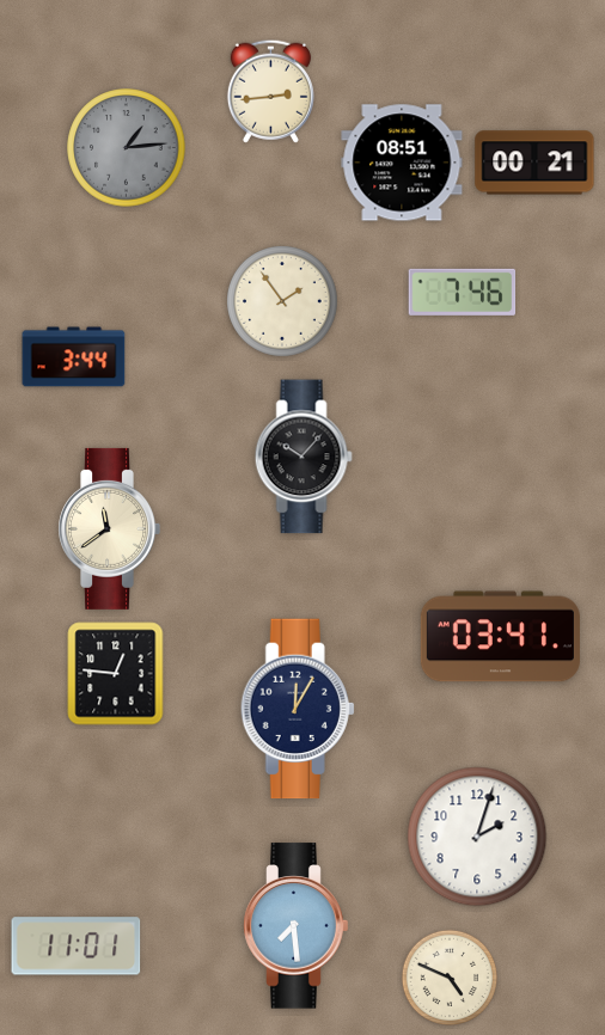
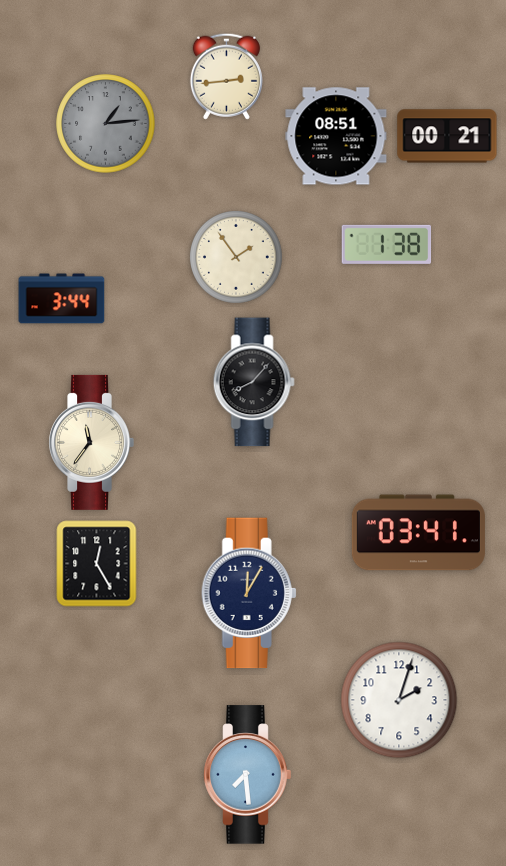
clock at (463, 292): 7:46 -> 1:38
clock at (283, 302) position: (283, 302) -> (237, 258)
clock at (304, 457): 10:07 -> 8:07
clock at (109, 528): 11:39 -> 11:36
clock at (116, 674): 12:46 -> 12:25
clock at (77, 947): 11:01 -> none
clock at (450, 978): 4:49 -> none
